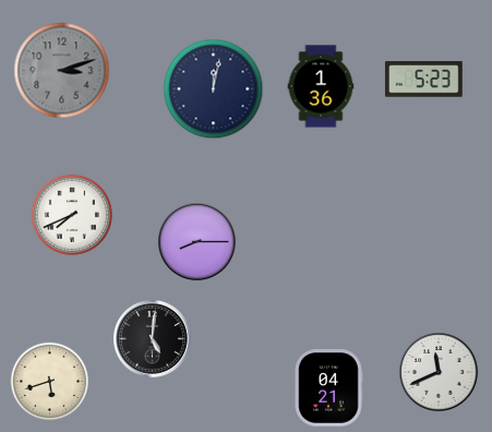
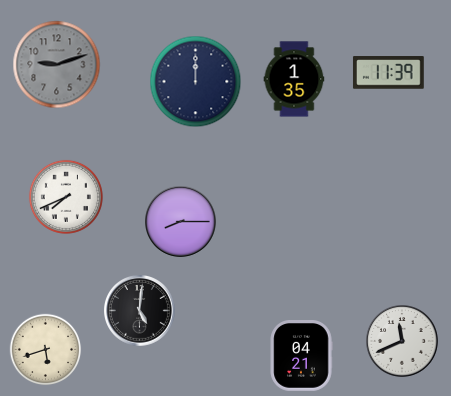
clock at (62, 71): 3:12 -> 9:12
clock at (423, 80): 5:23 -> 11:39
clock at (321, 86): 1:36 -> 1:35
clock at (214, 89): 12:02 -> 12:00
